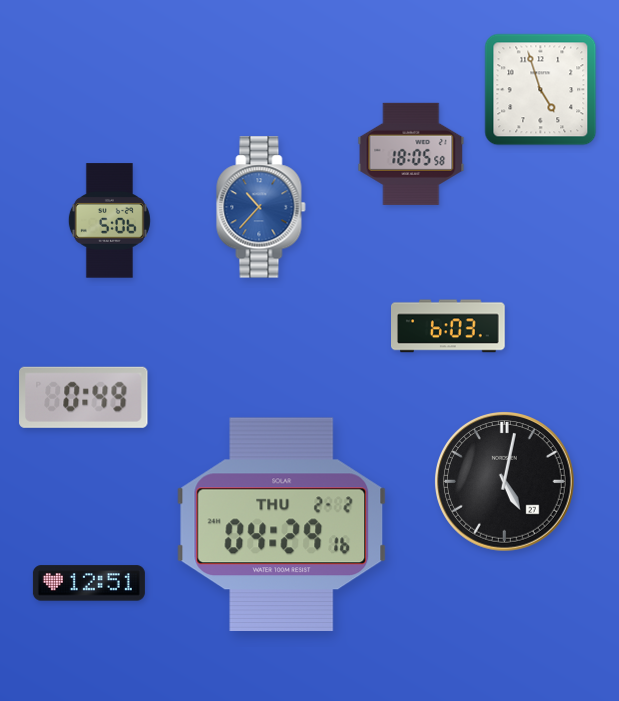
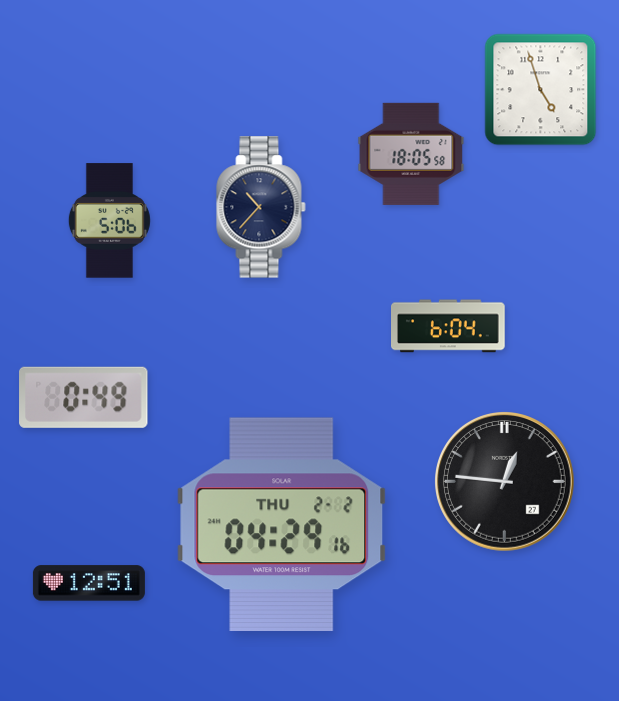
clock at (261, 207) dial: blue -> navy
clock at (448, 326): 6:03 -> 6:04
clock at (505, 482): 5:02 -> 12:46
